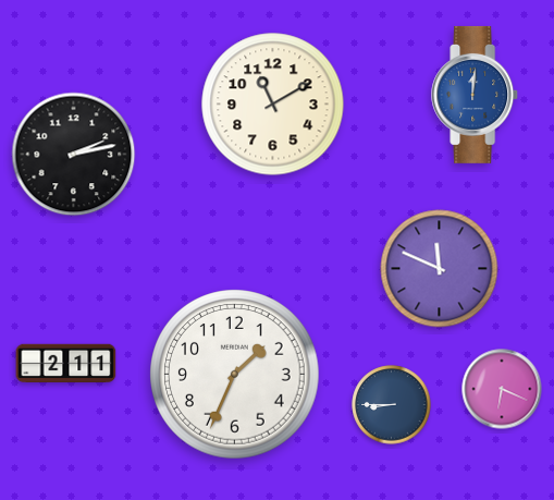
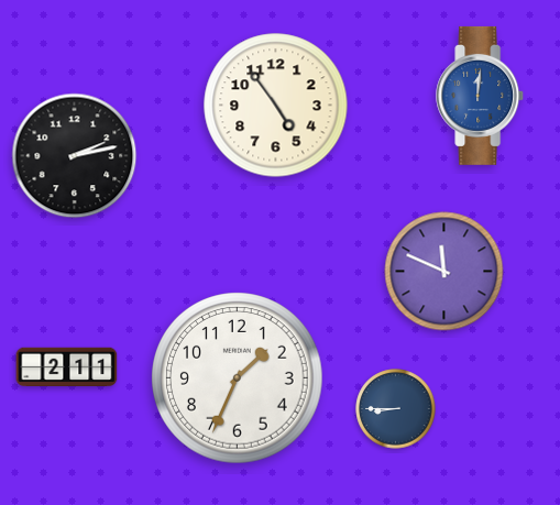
clock at (273, 105): 11:10 -> 4:54
clock at (502, 389): 6:19 -> none
